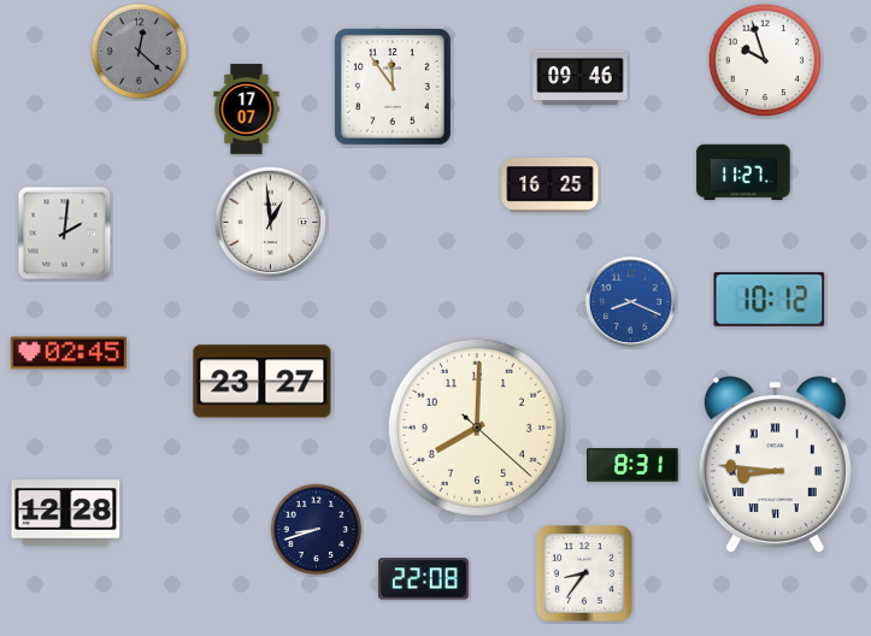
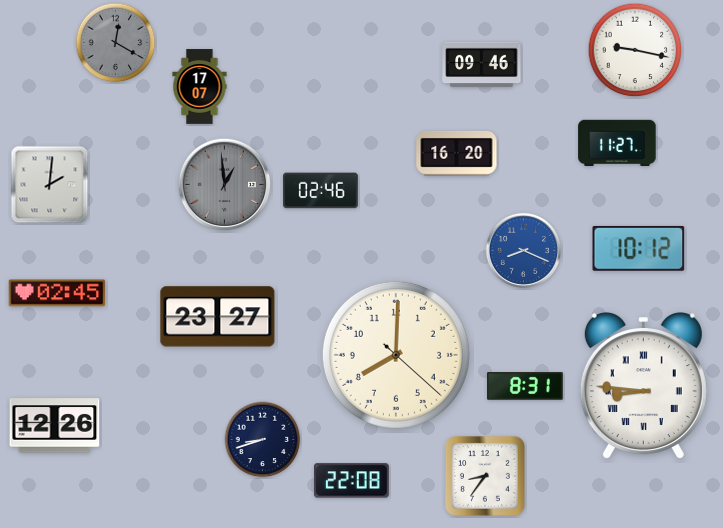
clock at (140, 52): 12:22 -> 12:20
clock at (765, 60): 9:57 -> 9:17
clock at (393, 87): 11:54 -> none
clock at (247, 110) position: (247, 110) -> (200, 87)
clock at (551, 185): 16:25 -> 16:20
clock at (271, 223) dial: white -> grey
clock at (321, 191): none -> 02:46
clock at (65, 234) position: (65, 234) -> (50, 185)
clock at (66, 513): 12:28 -> 12:26
